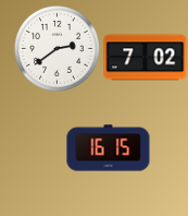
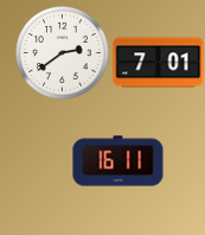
clock at (146, 58): 7:02 -> 7:01
clock at (109, 148): 16:15 -> 16:11
